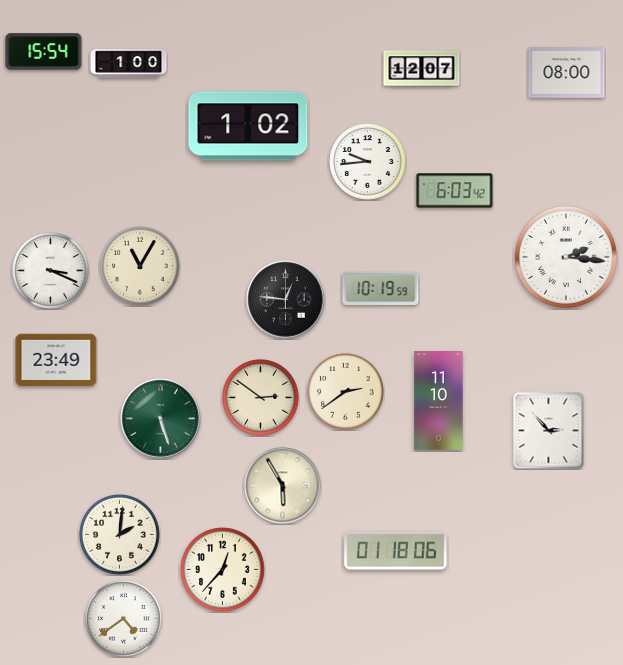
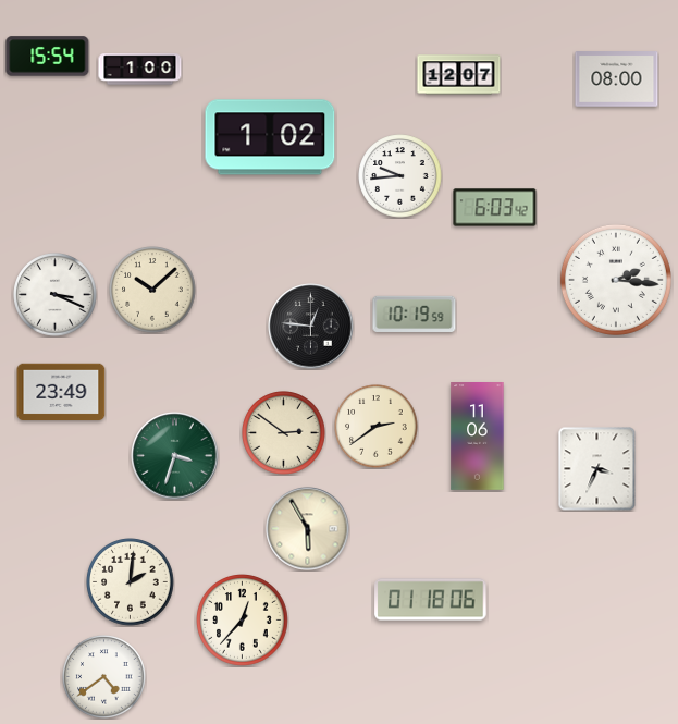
clock at (140, 266): 11:05 -> 10:08
clock at (439, 401): 11:10 -> 11:06
clock at (161, 419): 5:27 -> 3:33
clock at (549, 431): 2:53 -> 3:34
clock at (124, 619) position: (124, 619) -> (104, 677)
